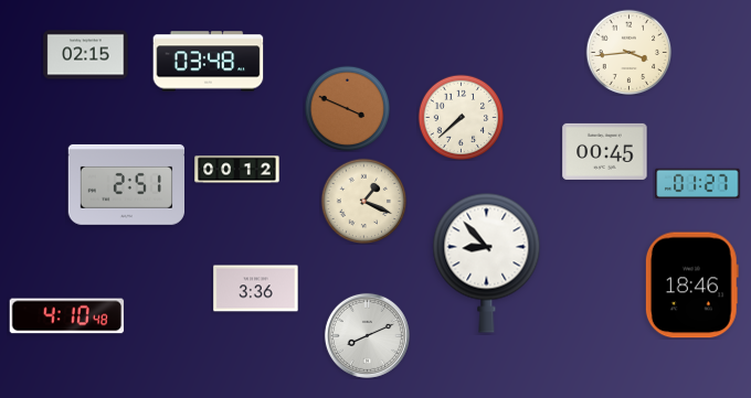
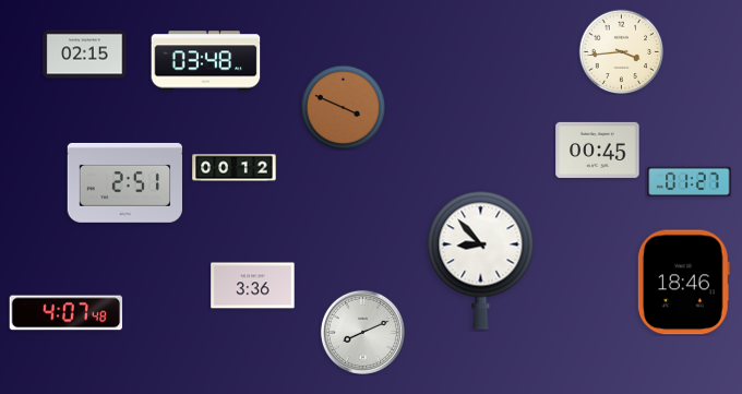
clock at (461, 117): 7:38 -> none
clock at (363, 201): 1:19 -> none
clock at (67, 316): 4:10 -> 4:07
